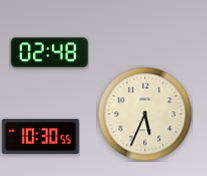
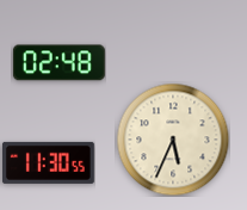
clock at (145, 114) position: (145, 114) -> (173, 140)
clock at (40, 136): 10:30 -> 11:30
